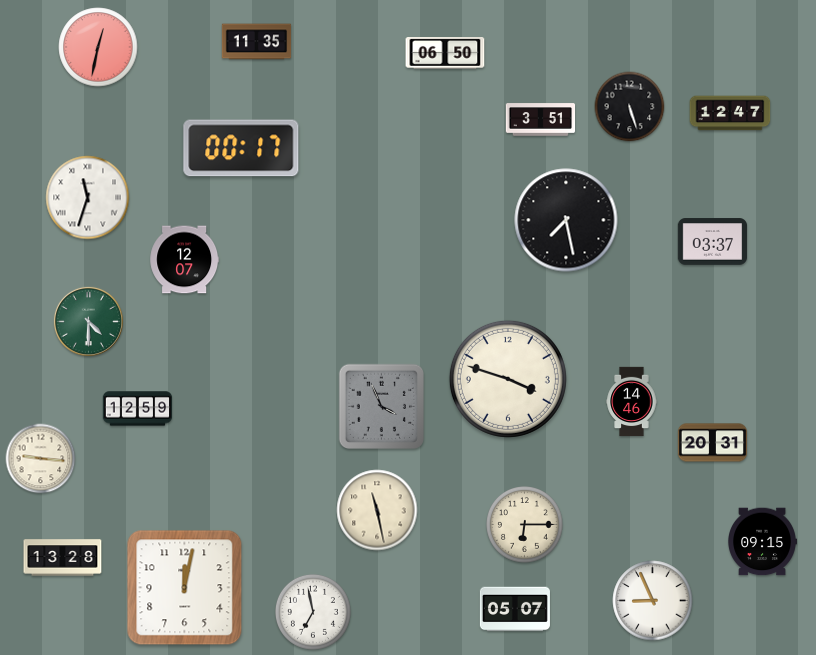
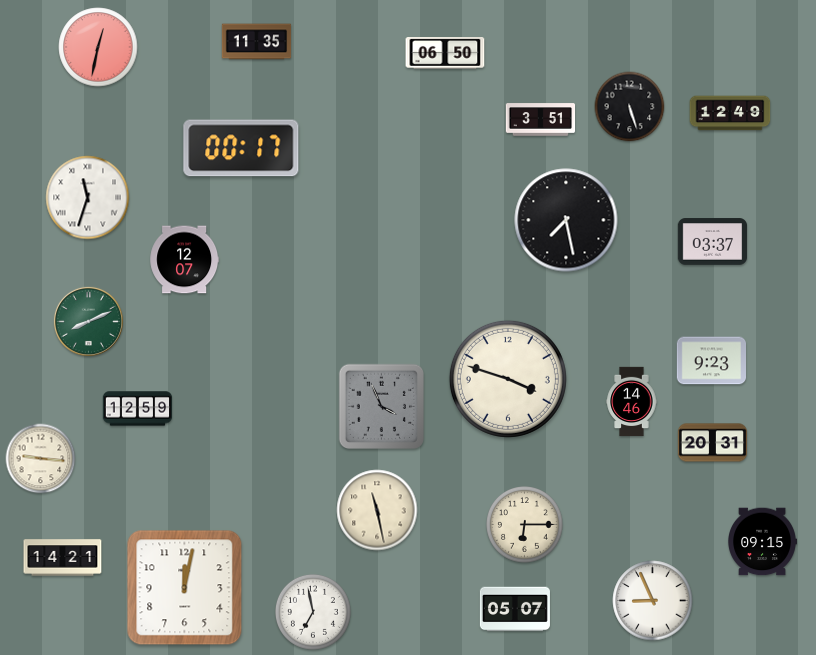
clock at (730, 113): 12:47 -> 12:49
clock at (88, 321): 4:30 -> 8:11
clock at (712, 361): none -> 9:23
clock at (63, 558): 13:28 -> 14:21
